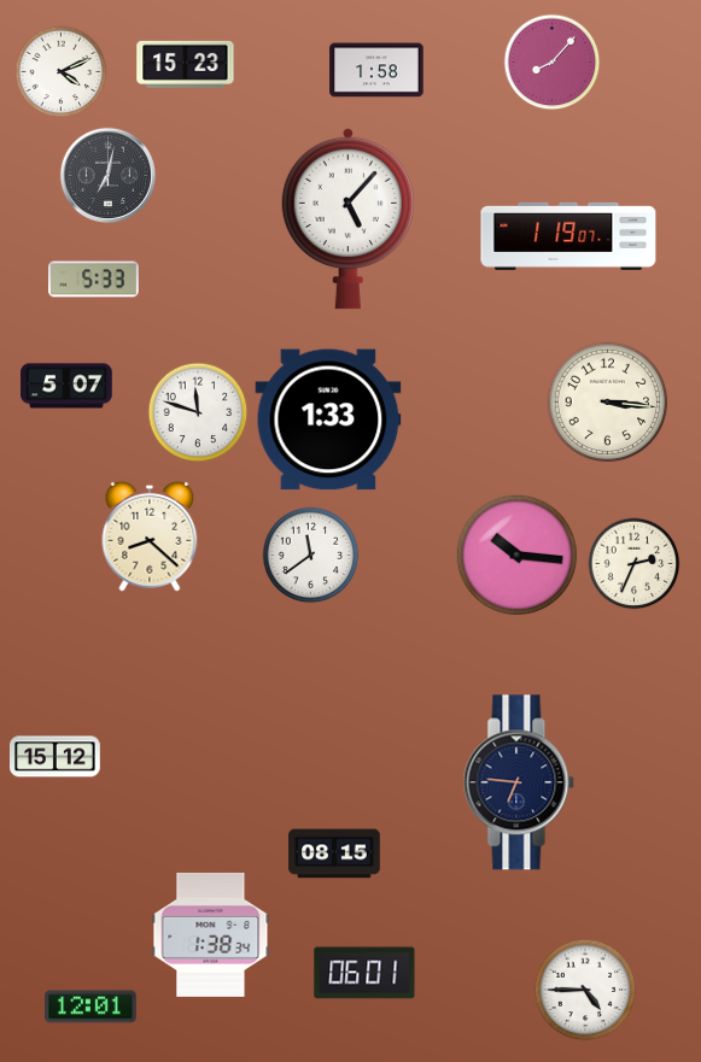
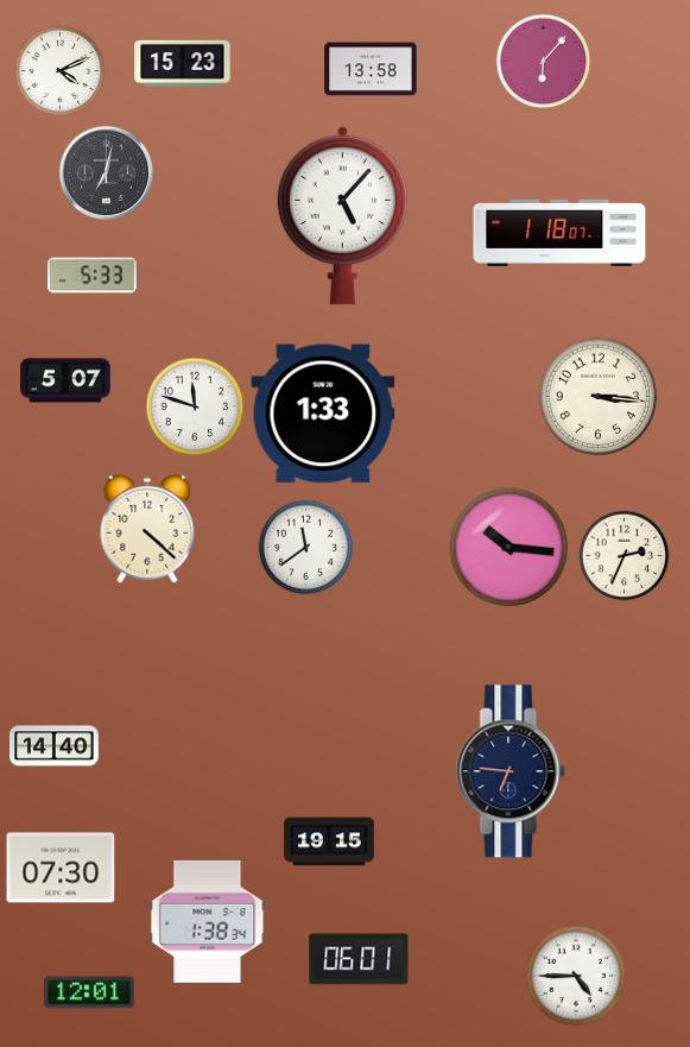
clock at (553, 63): 8:07 -> 6:07
clock at (376, 70): 1:58 -> 13:58
clock at (568, 236): 1:19 -> 1:18
clock at (150, 536): 8:22 -> 4:22
clock at (56, 757): 15:12 -> 14:40
clock at (334, 853): 08:15 -> 19:15
clock at (61, 868): none -> 07:30
